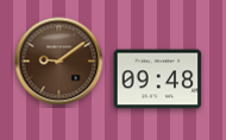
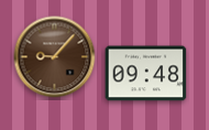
clock at (59, 62): 9:09 -> 9:07
